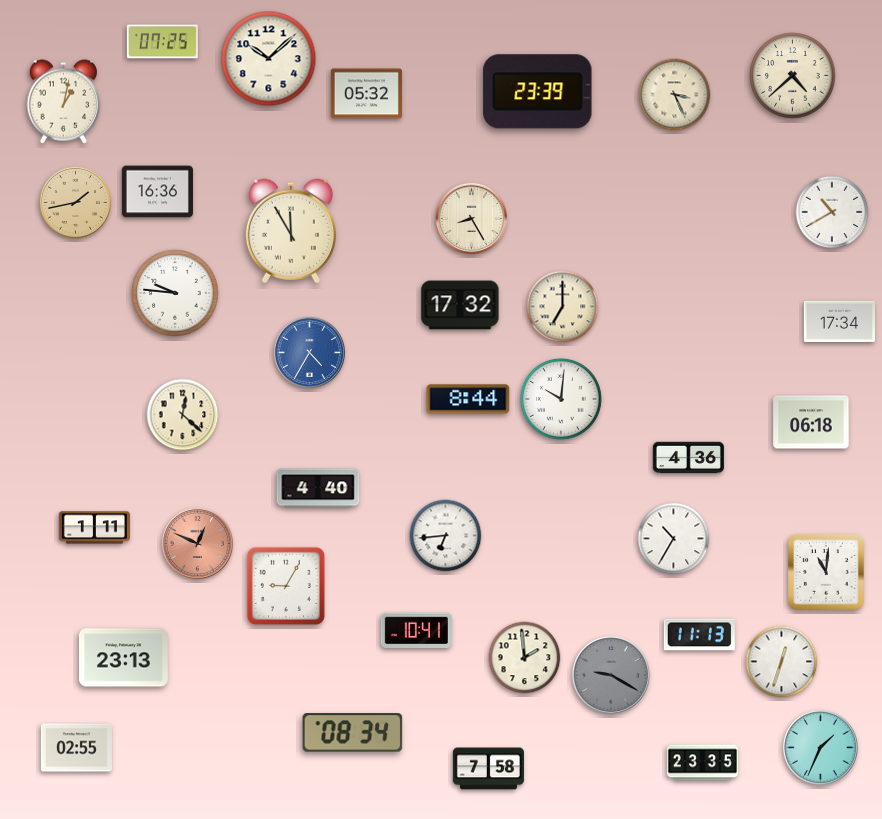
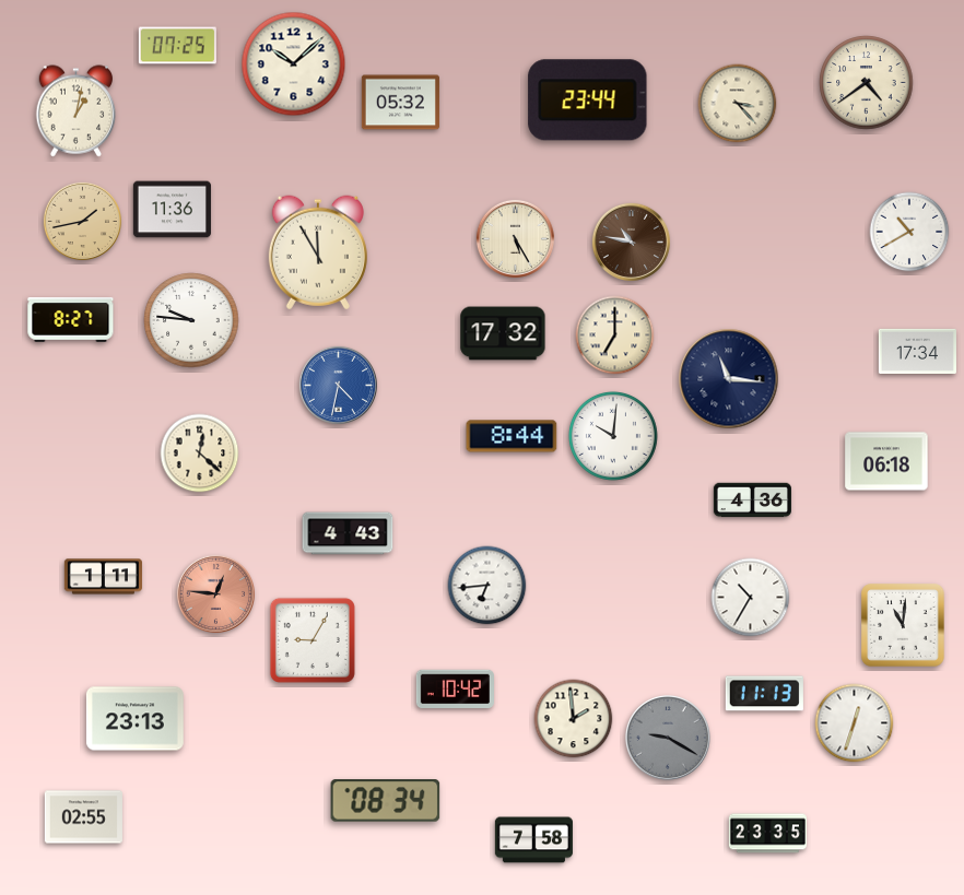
clock at (793, 76): 4:38 -> 4:39
clock at (538, 92): 23:39 -> 23:44
clock at (675, 95): 3:26 -> 3:23
clock at (64, 102) position: (64, 102) -> (77, 111)
clock at (157, 192): 16:36 -> 11:36
clock at (471, 218): 8:25 -> 5:25
clock at (631, 242): none -> 10:47
clock at (71, 320): none -> 8:27
clock at (729, 379): none -> 11:16
clock at (309, 352): 4:35 -> 4:32
clock at (318, 488): 4:40 -> 4:43
clock at (674, 539) position: (674, 539) -> (751, 598)
clock at (197, 543): 12:49 -> 12:46
clock at (416, 631): 10:41 -> 10:42
clock at (820, 747): 1:34 -> none
